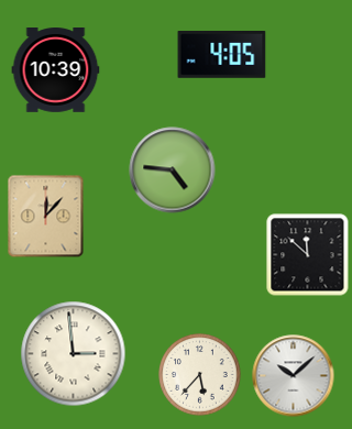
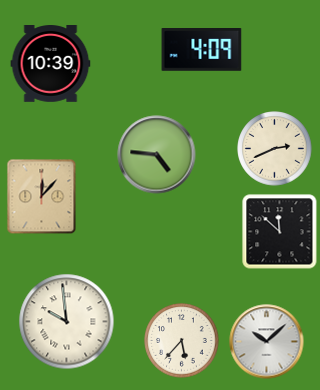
clock at (222, 55): 4:05 -> 4:09
clock at (275, 149): none -> 2:41
clock at (74, 354): 2:59 -> 9:59
